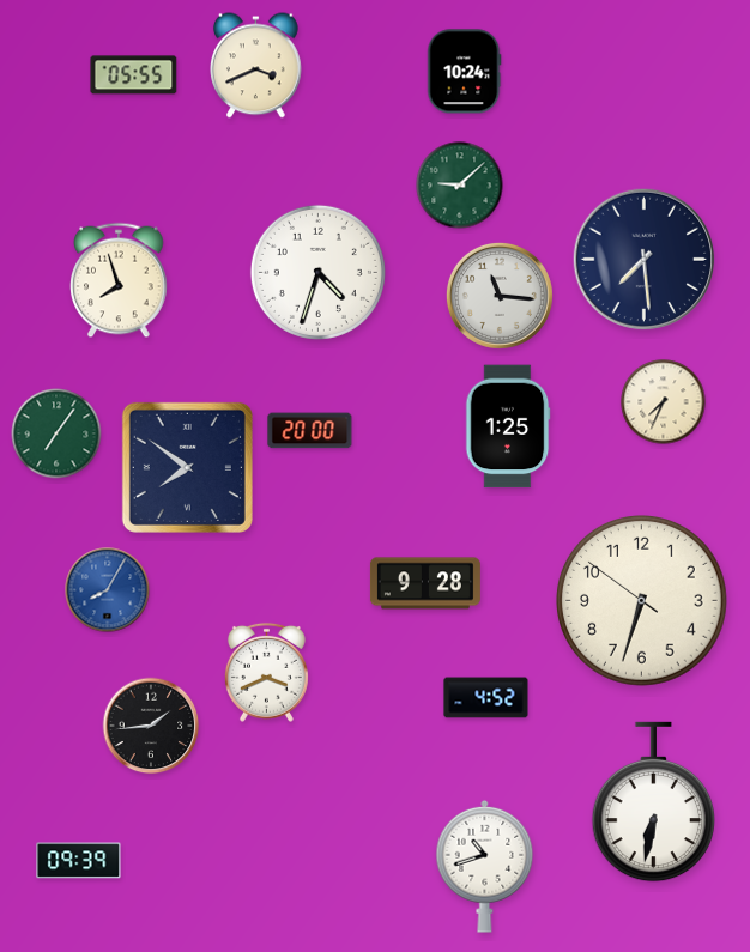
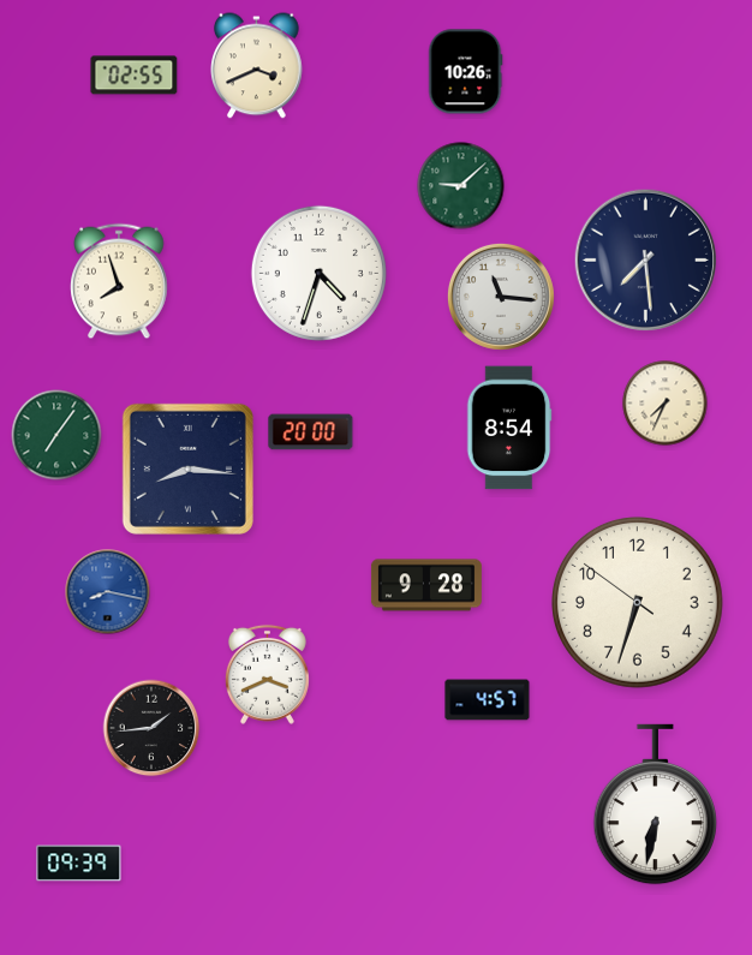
clock at (464, 72): 10:24 -> 10:26
clock at (134, 75): 05:55 -> 02:55
clock at (508, 426): 1:25 -> 8:54
clock at (187, 467): 7:51 -> 8:16
clock at (108, 590): 8:05 -> 8:17
clock at (642, 601) position: (642, 601) -> (638, 603)
clock at (486, 698): 4:52 -> 4:57
clock at (485, 866): 10:42 -> none
